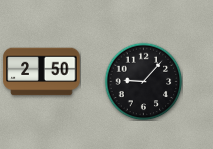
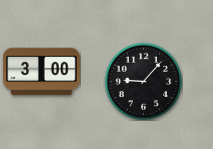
clock at (42, 72): 2:50 -> 3:00
